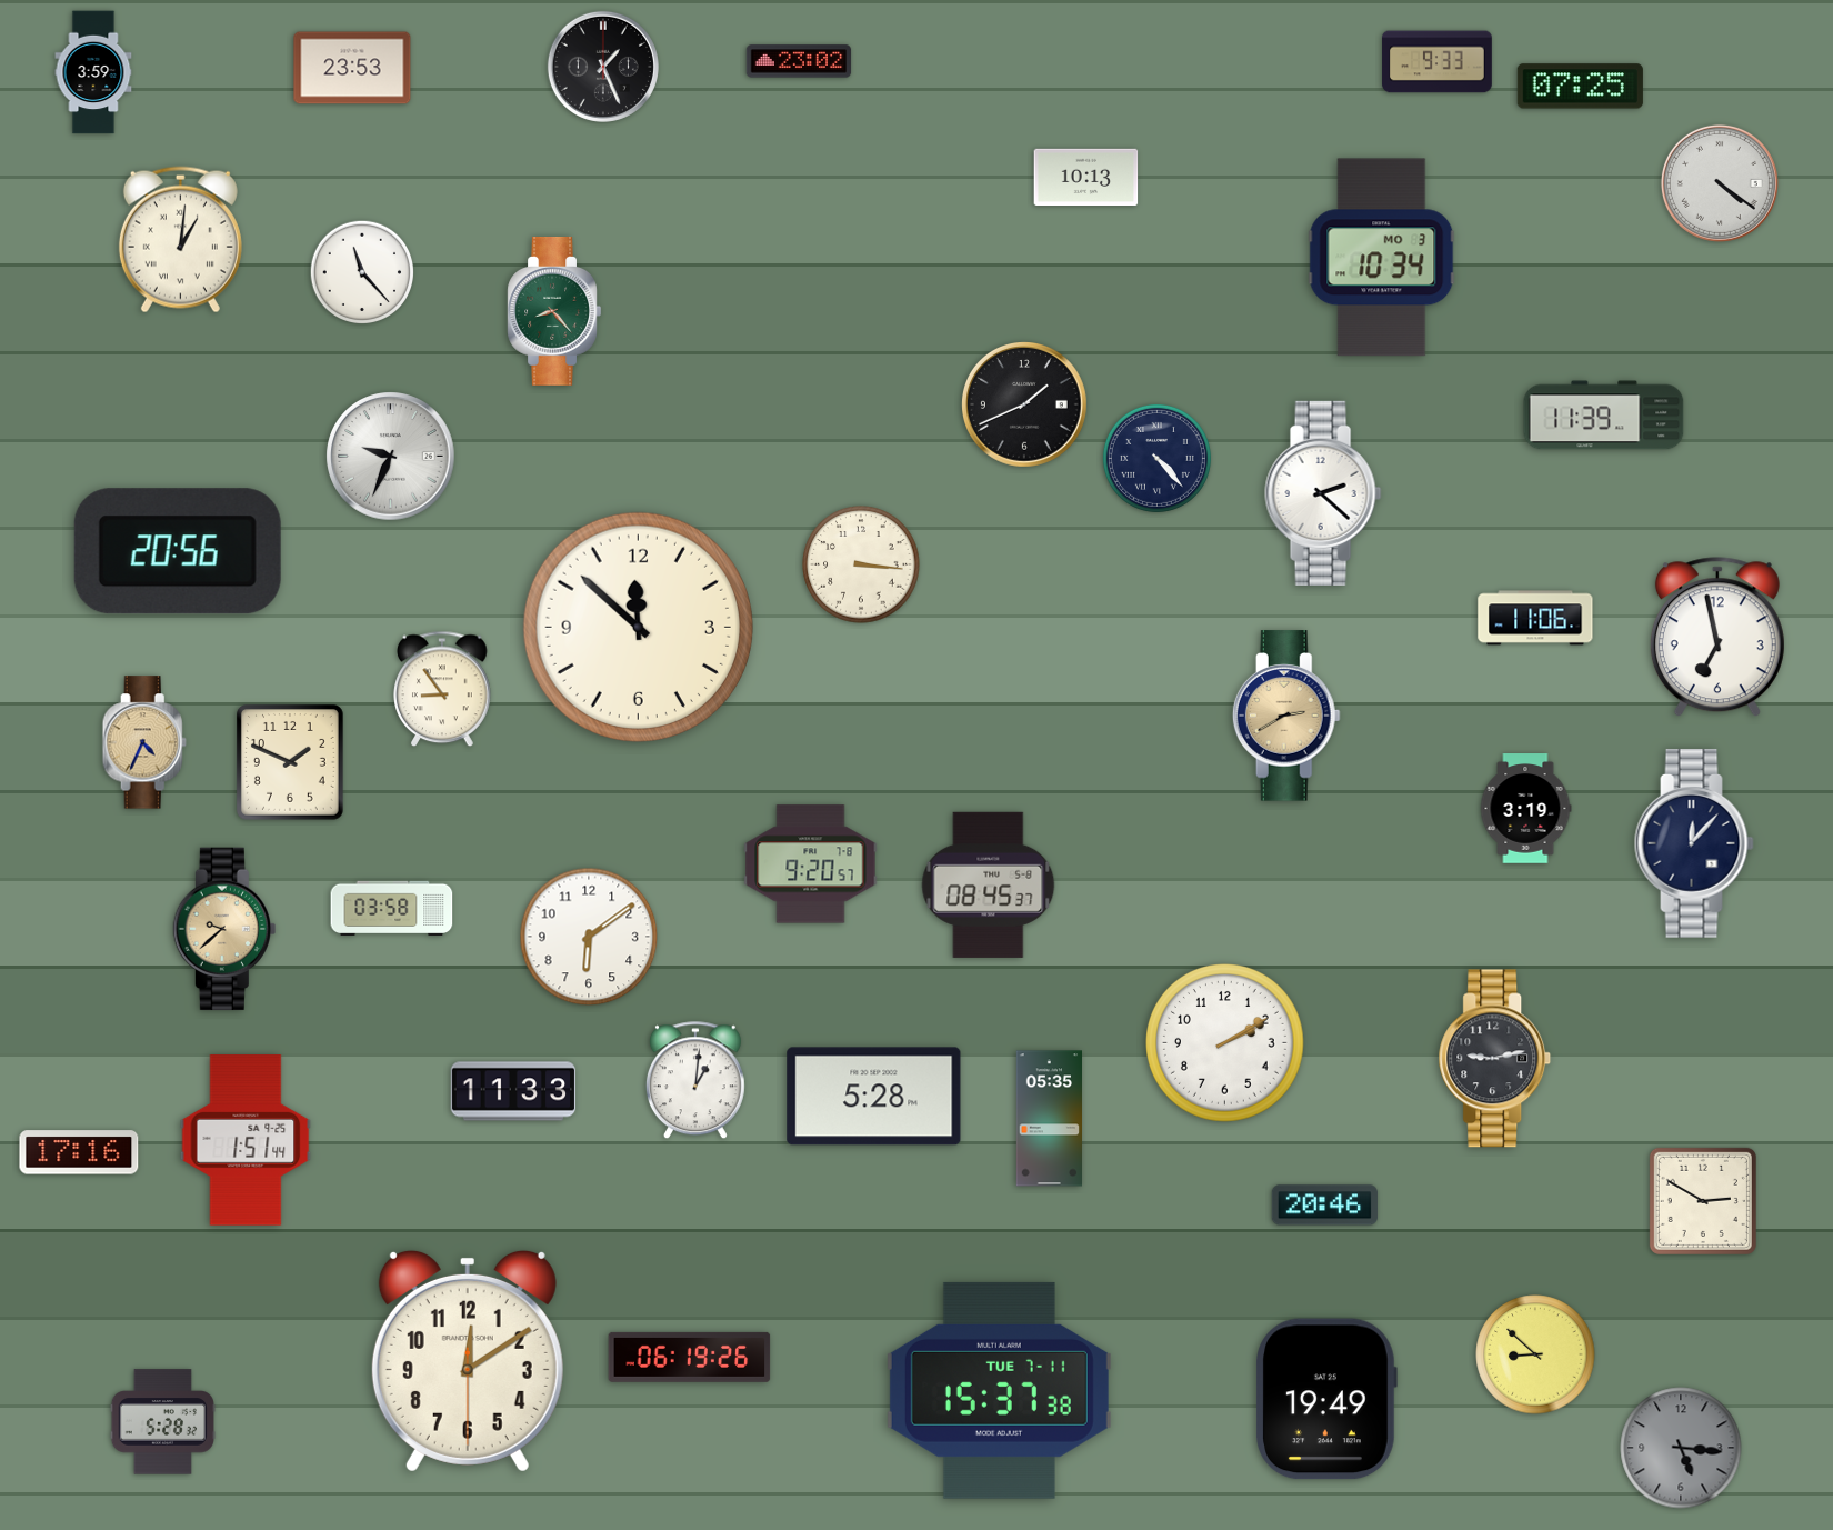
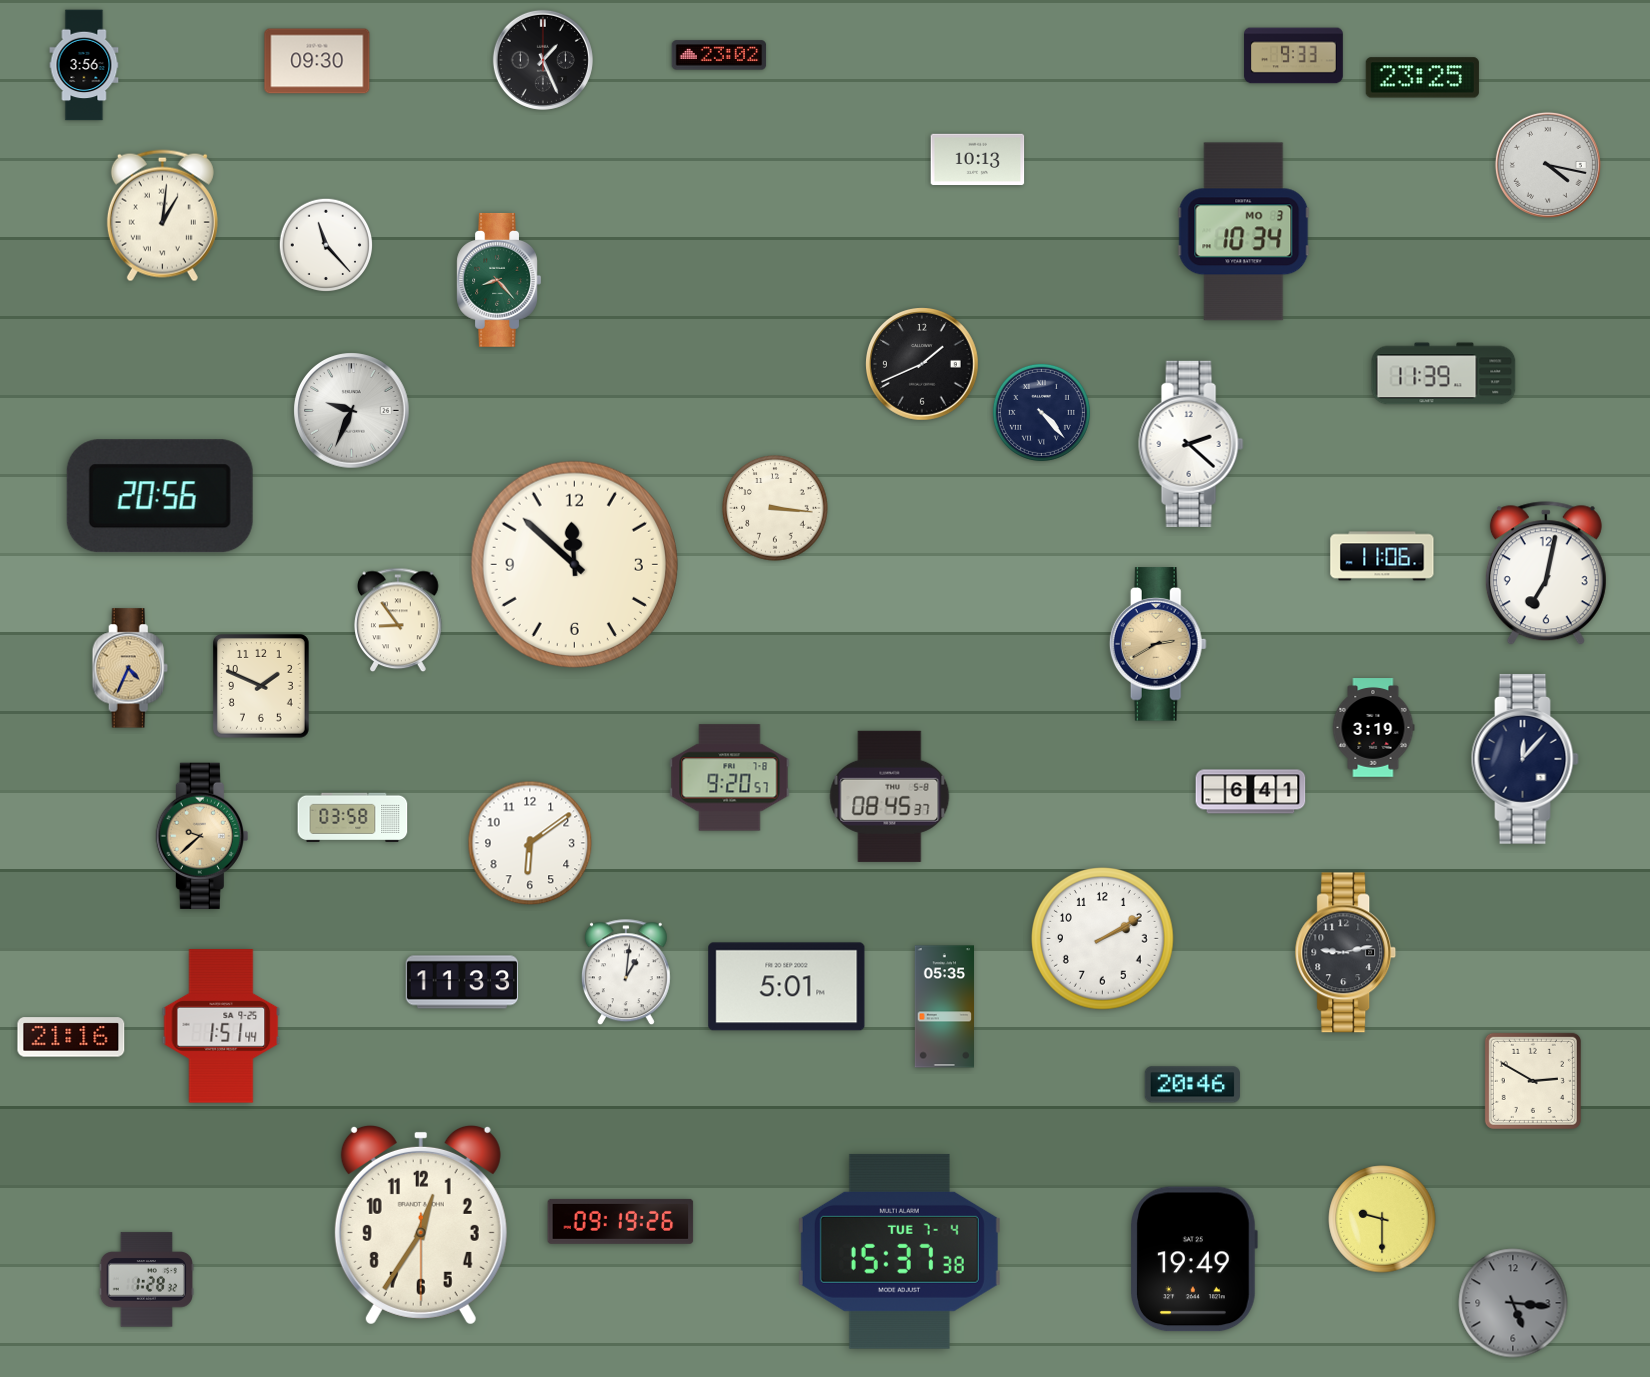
clock at (352, 68): 23:53 -> 09:30
clock at (93, 72): 3:59 -> 3:56
clock at (1580, 87): 07:25 -> 23:25
clock at (1720, 183): 4:21 -> 4:17
clock at (1717, 638): 6:58 -> 7:02
clock at (1251, 792): none -> 6:41
clock at (874, 1097): 5:28 -> 5:01
clock at (79, 1152): 17:16 -> 21:16
clock at (1535, 1354): 8:52 -> 9:30
clock at (690, 1357): 06:19 -> 09:19
clock at (468, 1361): 12:09 -> 12:35
clock at (999, 1390) date: TUE 7-11 -> TUE 7-4
clock at (162, 1422): 5:28 -> 1:28
